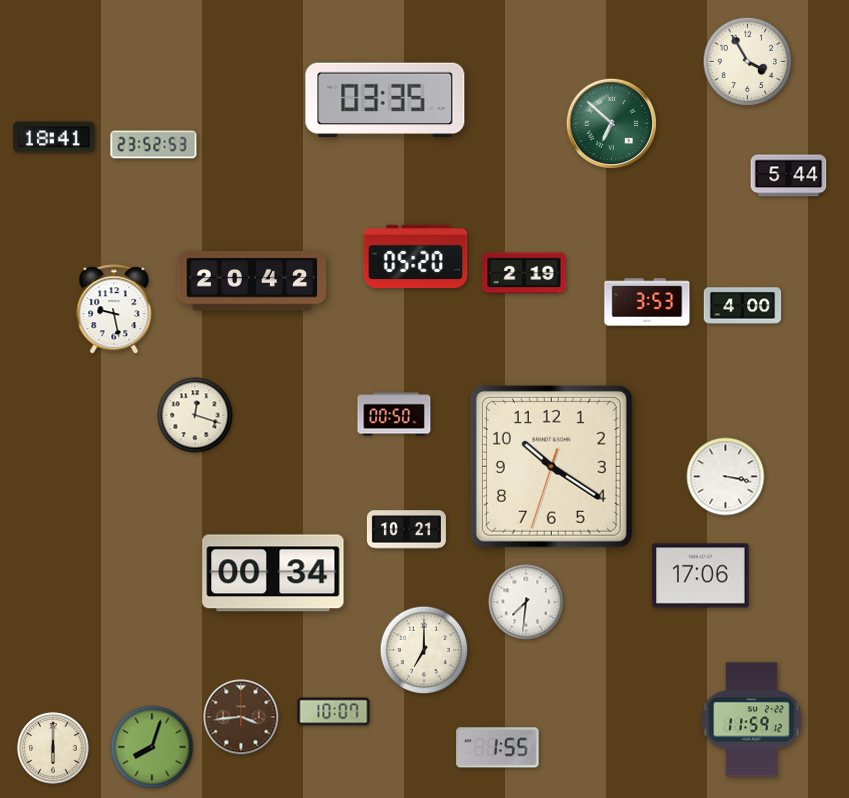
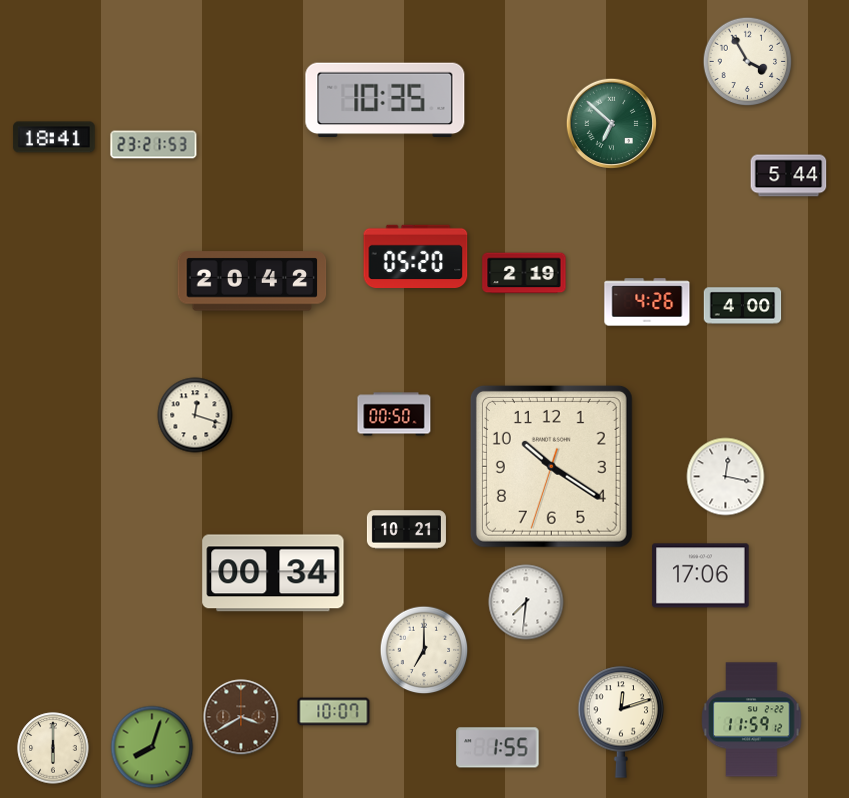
clock at (385, 100): 03:35 -> 10:35
clock at (154, 145): 23:52 -> 23:21
clock at (647, 302): 3:53 -> 4:26
clock at (114, 310): 9:28 -> none
clock at (726, 477): 3:17 -> 12:17
clock at (241, 717): 3:44 -> 3:40
clock at (621, 722): none -> 12:12
